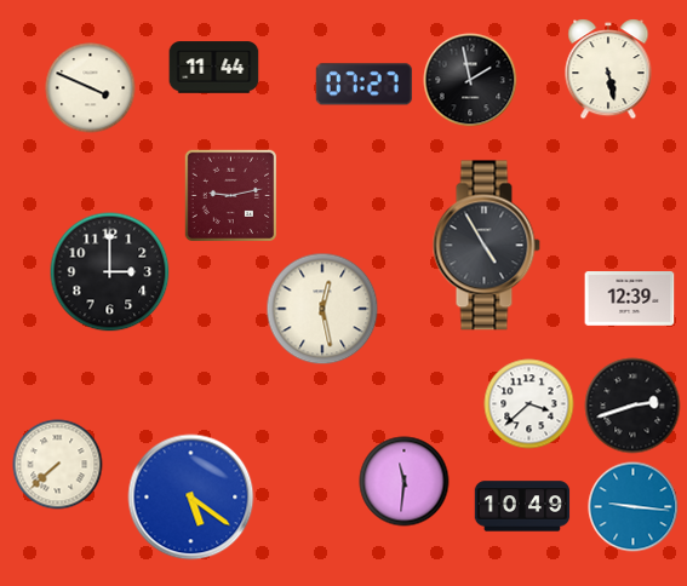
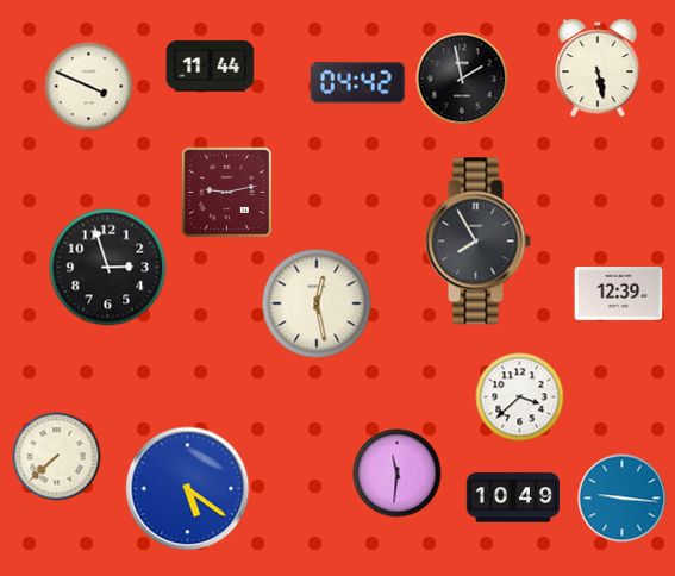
clock at (363, 85): 07:27 -> 04:42
clock at (486, 246): 4:55 -> 7:55
clock at (110, 272): 3:00 -> 2:57
clock at (632, 406): 2:42 -> none
